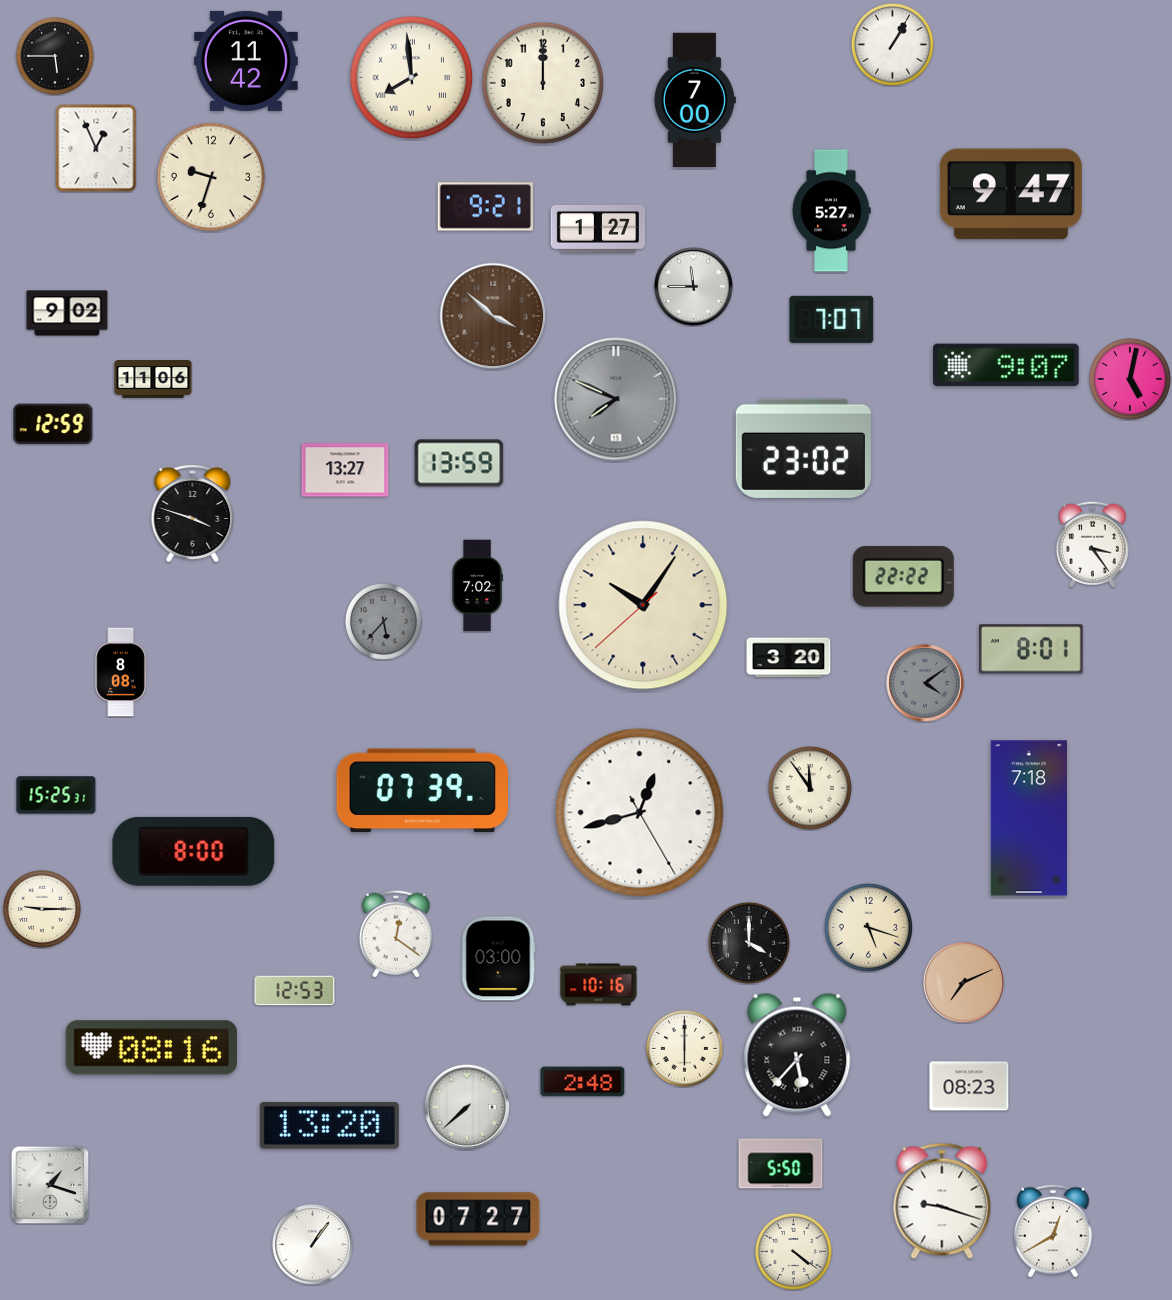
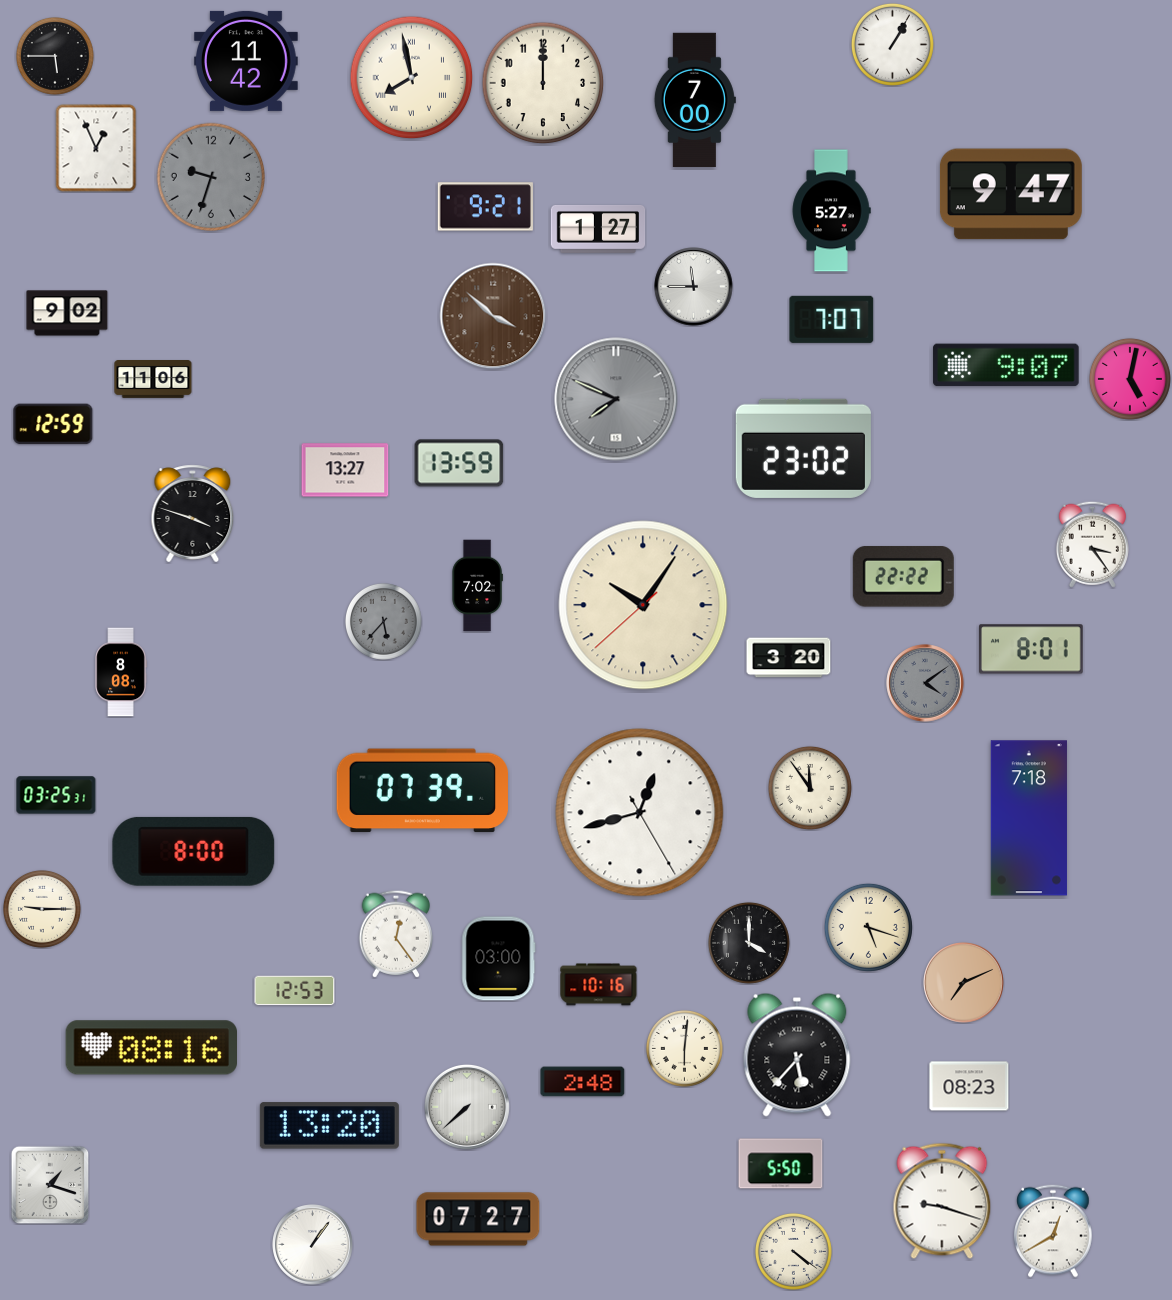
clock at (412, 78): 7:59 -> 7:58
clock at (210, 176) dial: cream -> grey
clock at (56, 795): 15:25 -> 03:25
clock at (395, 934): 12:21 -> 12:24
clock at (684, 1048): 6:00 -> 6:01
